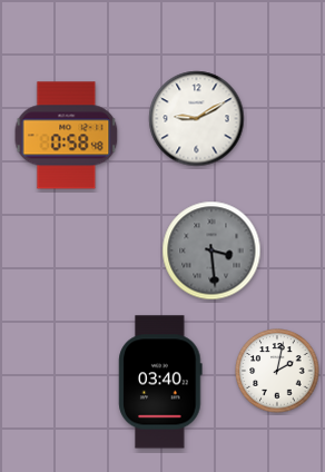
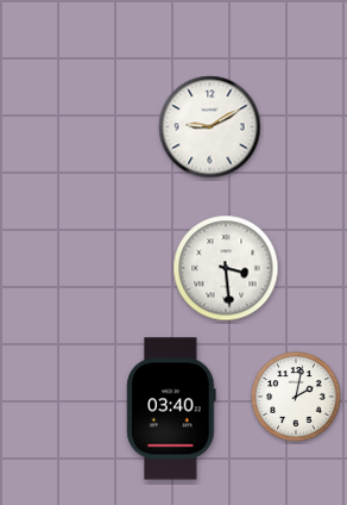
clock at (67, 136): 0:58 -> none
clock at (211, 250) dial: grey -> white
